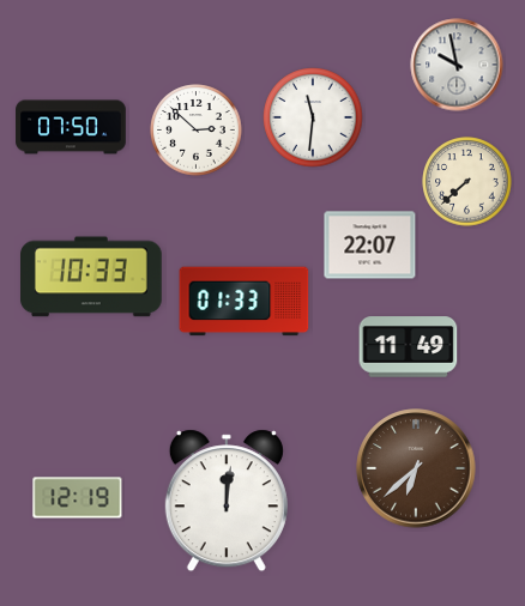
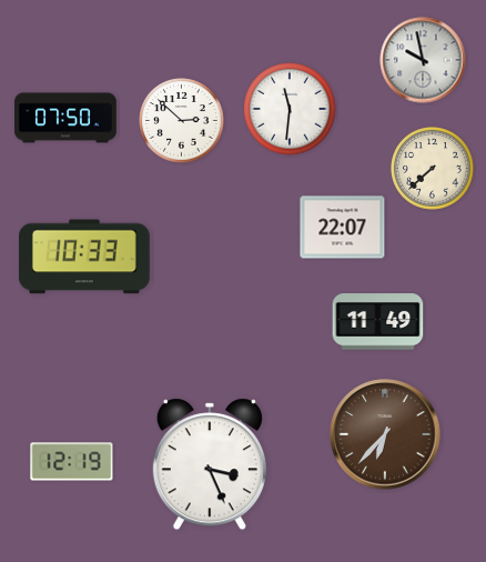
clock at (245, 302): 01:33 -> none
clock at (416, 468): 6:38 -> 6:37
clock at (227, 501): 12:01 -> 3:26
